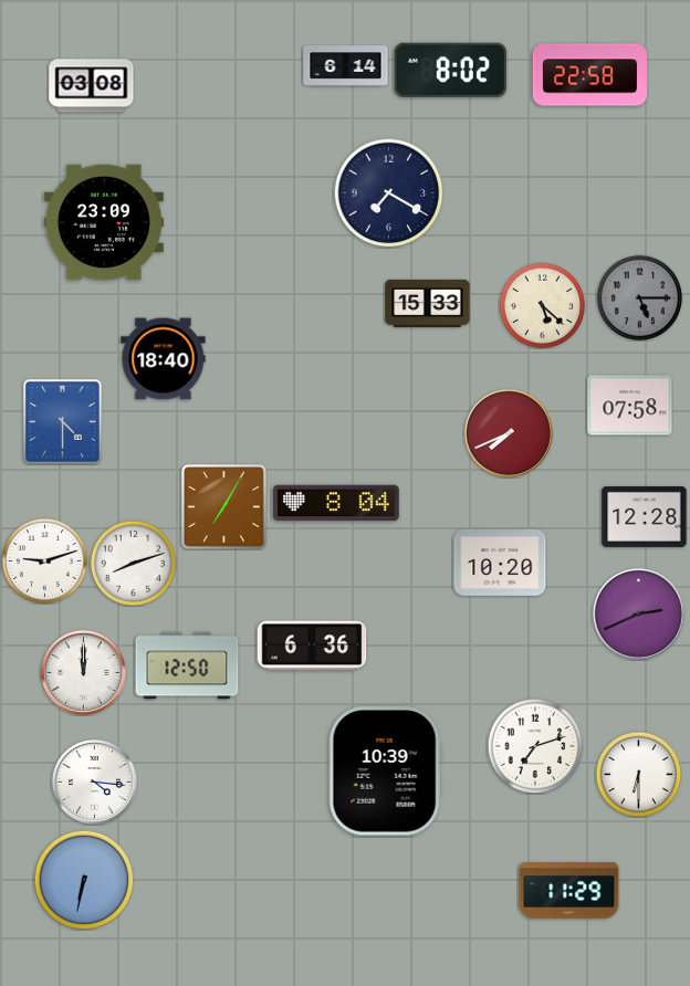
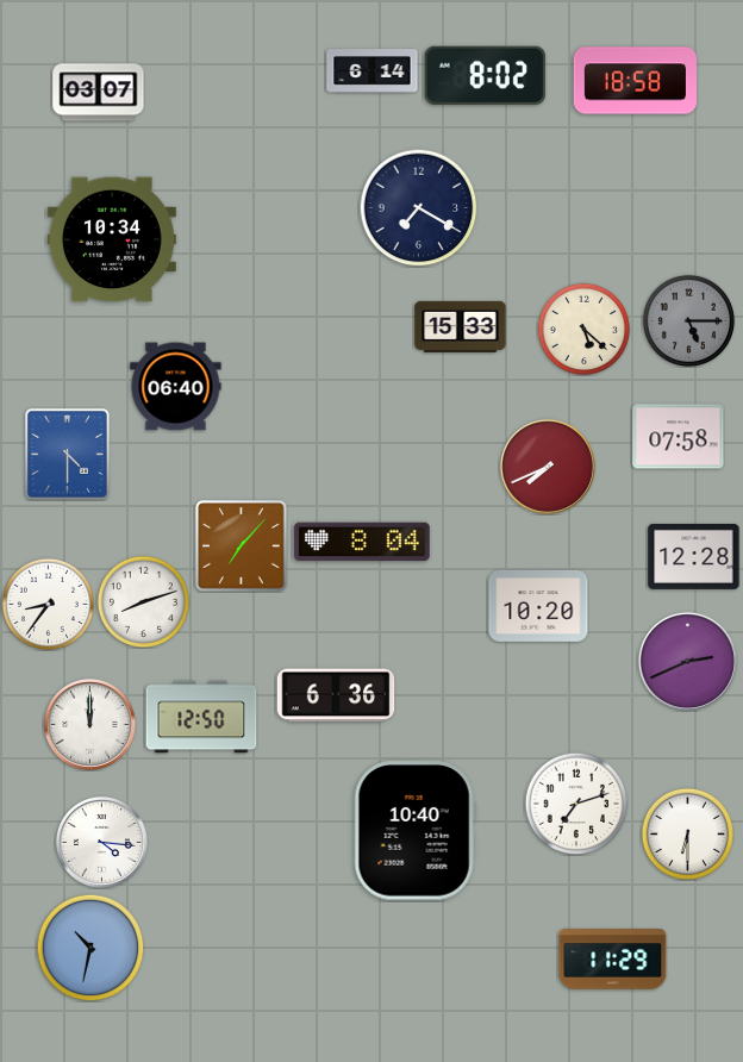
clock at (589, 75): 22:58 -> 18:58
clock at (92, 86): 03:08 -> 03:07
clock at (104, 222): 23:09 -> 10:34
clock at (164, 359): 18:40 -> 06:40
clock at (224, 507): 7:05 -> 7:07
clock at (44, 560): 9:12 -> 8:36
clock at (133, 563) position: (133, 563) -> (143, 601)
clock at (385, 772): 10:39 -> 10:40
clock at (84, 880): 6:32 -> 10:32
